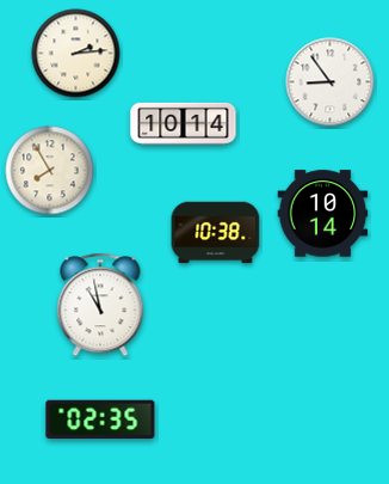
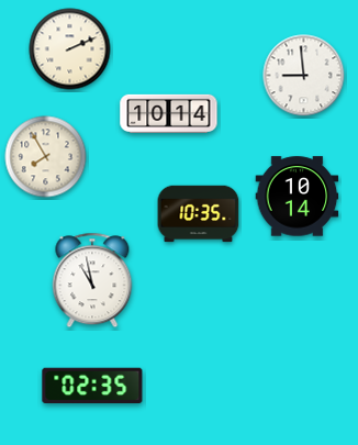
clock at (76, 54): 2:14 -> 2:11
clock at (331, 82): 8:54 -> 8:59
clock at (216, 233): 10:38 -> 10:35
